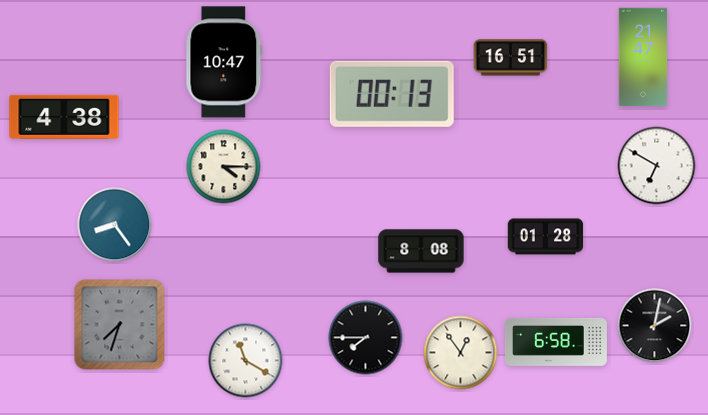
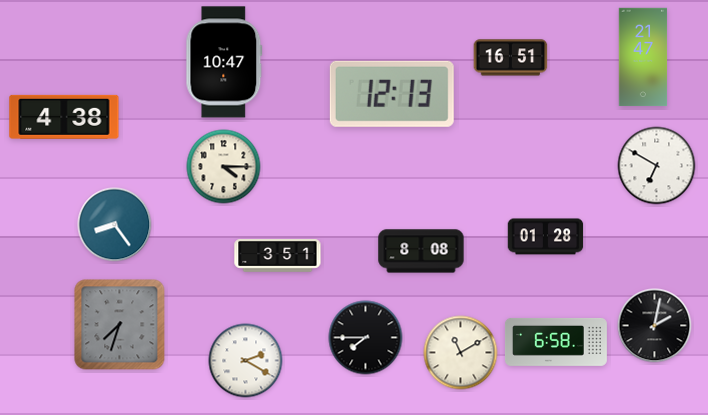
clock at (392, 94): 00:13 -> 12:13
clock at (278, 256): none -> 3:51
clock at (461, 353): 12:54 -> 11:10
clock at (246, 361): 11:20 -> 2:20
